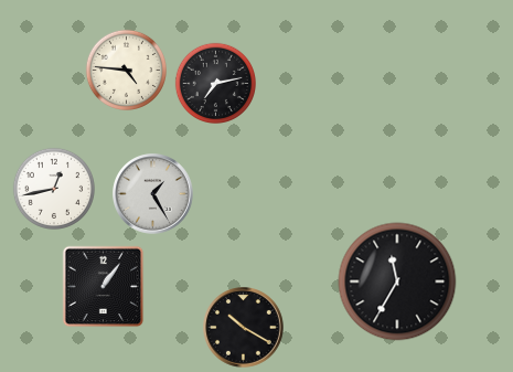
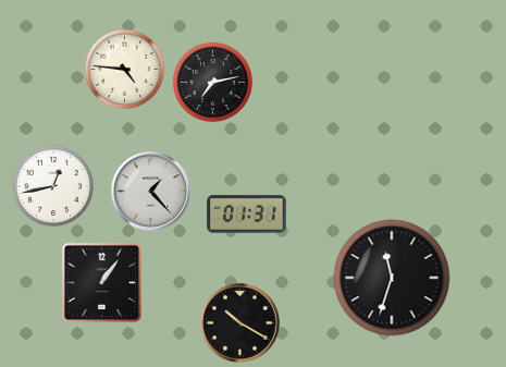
clock at (153, 194): 1:25 -> 1:23
clock at (247, 215): none -> 01:31
clock at (397, 281): 11:35 -> 11:33
